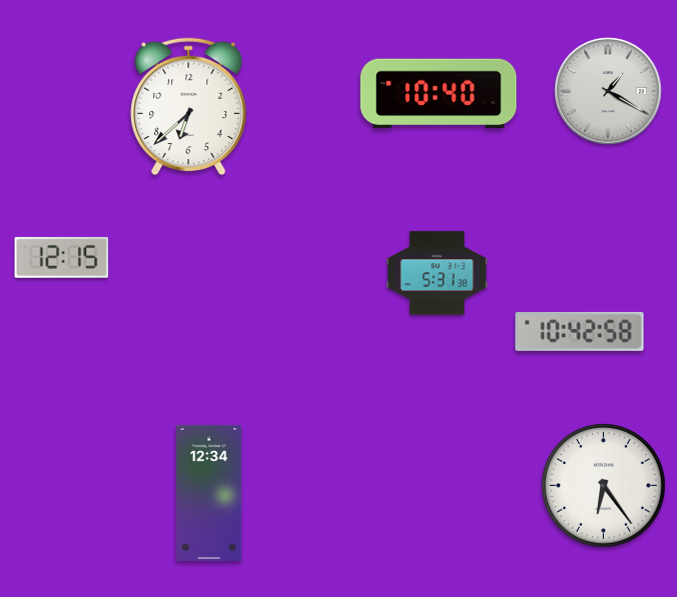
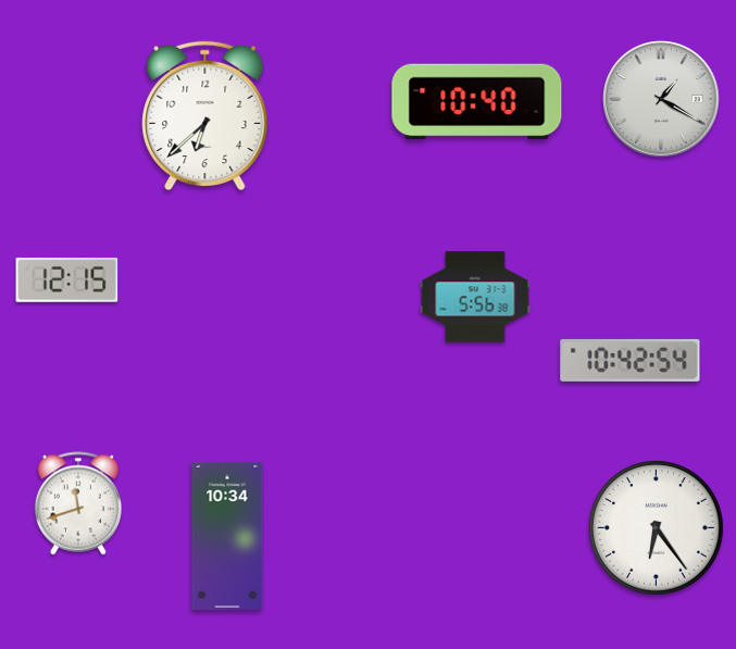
clock at (437, 273): 5:31 -> 5:56
clock at (580, 331): 10:42:58 -> 10:42:54
clock at (77, 503): none -> 11:42
clock at (209, 493): 12:34 -> 10:34
